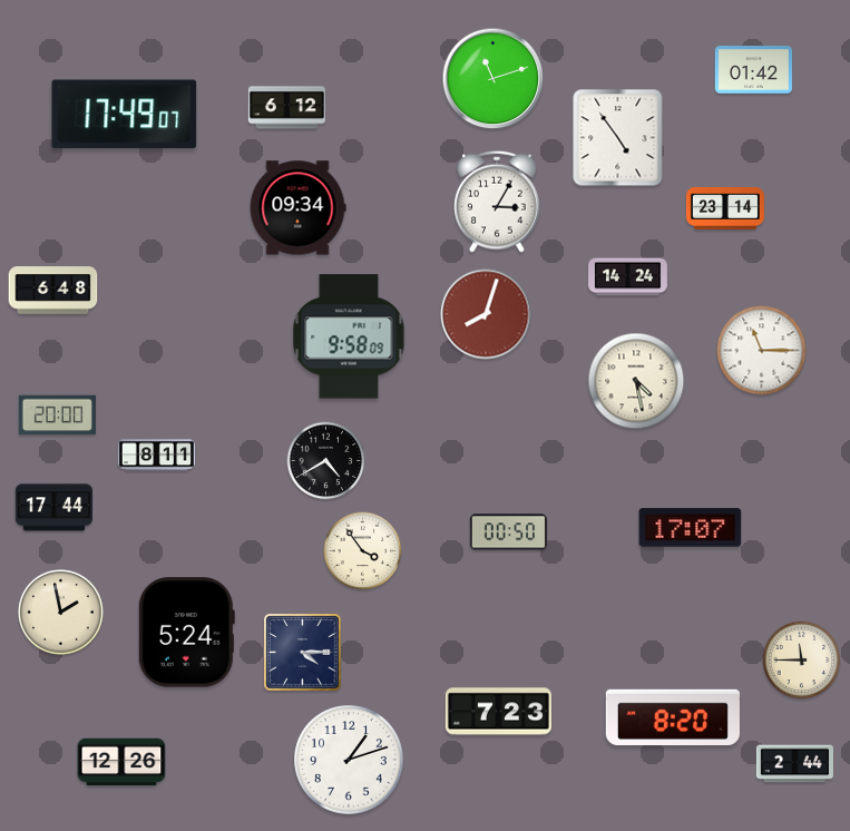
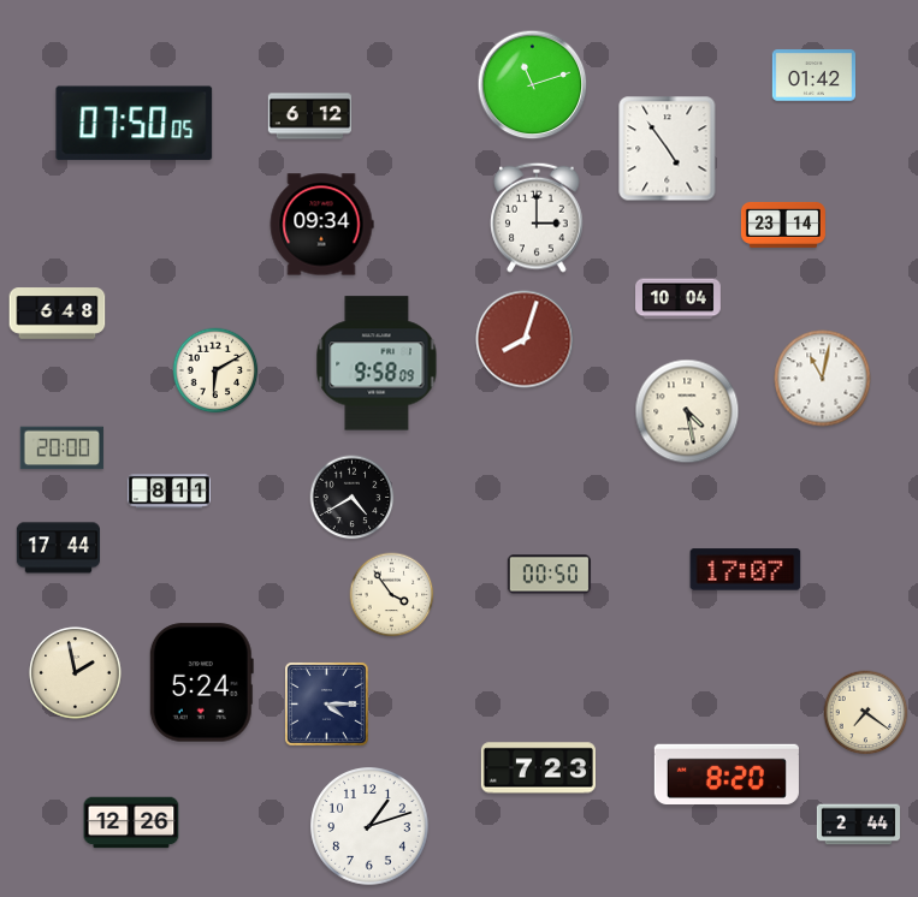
clock at (125, 115): 17:49 -> 07:50
clock at (497, 202): 3:05 -> 3:00
clock at (628, 277): 14:24 -> 10:04
clock at (215, 370): none -> 6:10
clock at (762, 351): 11:15 -> 11:02
clock at (61, 613) position: (61, 613) -> (76, 673)
clock at (802, 661): 11:45 -> 7:21
clock at (349, 760) position: (349, 760) -> (369, 826)
